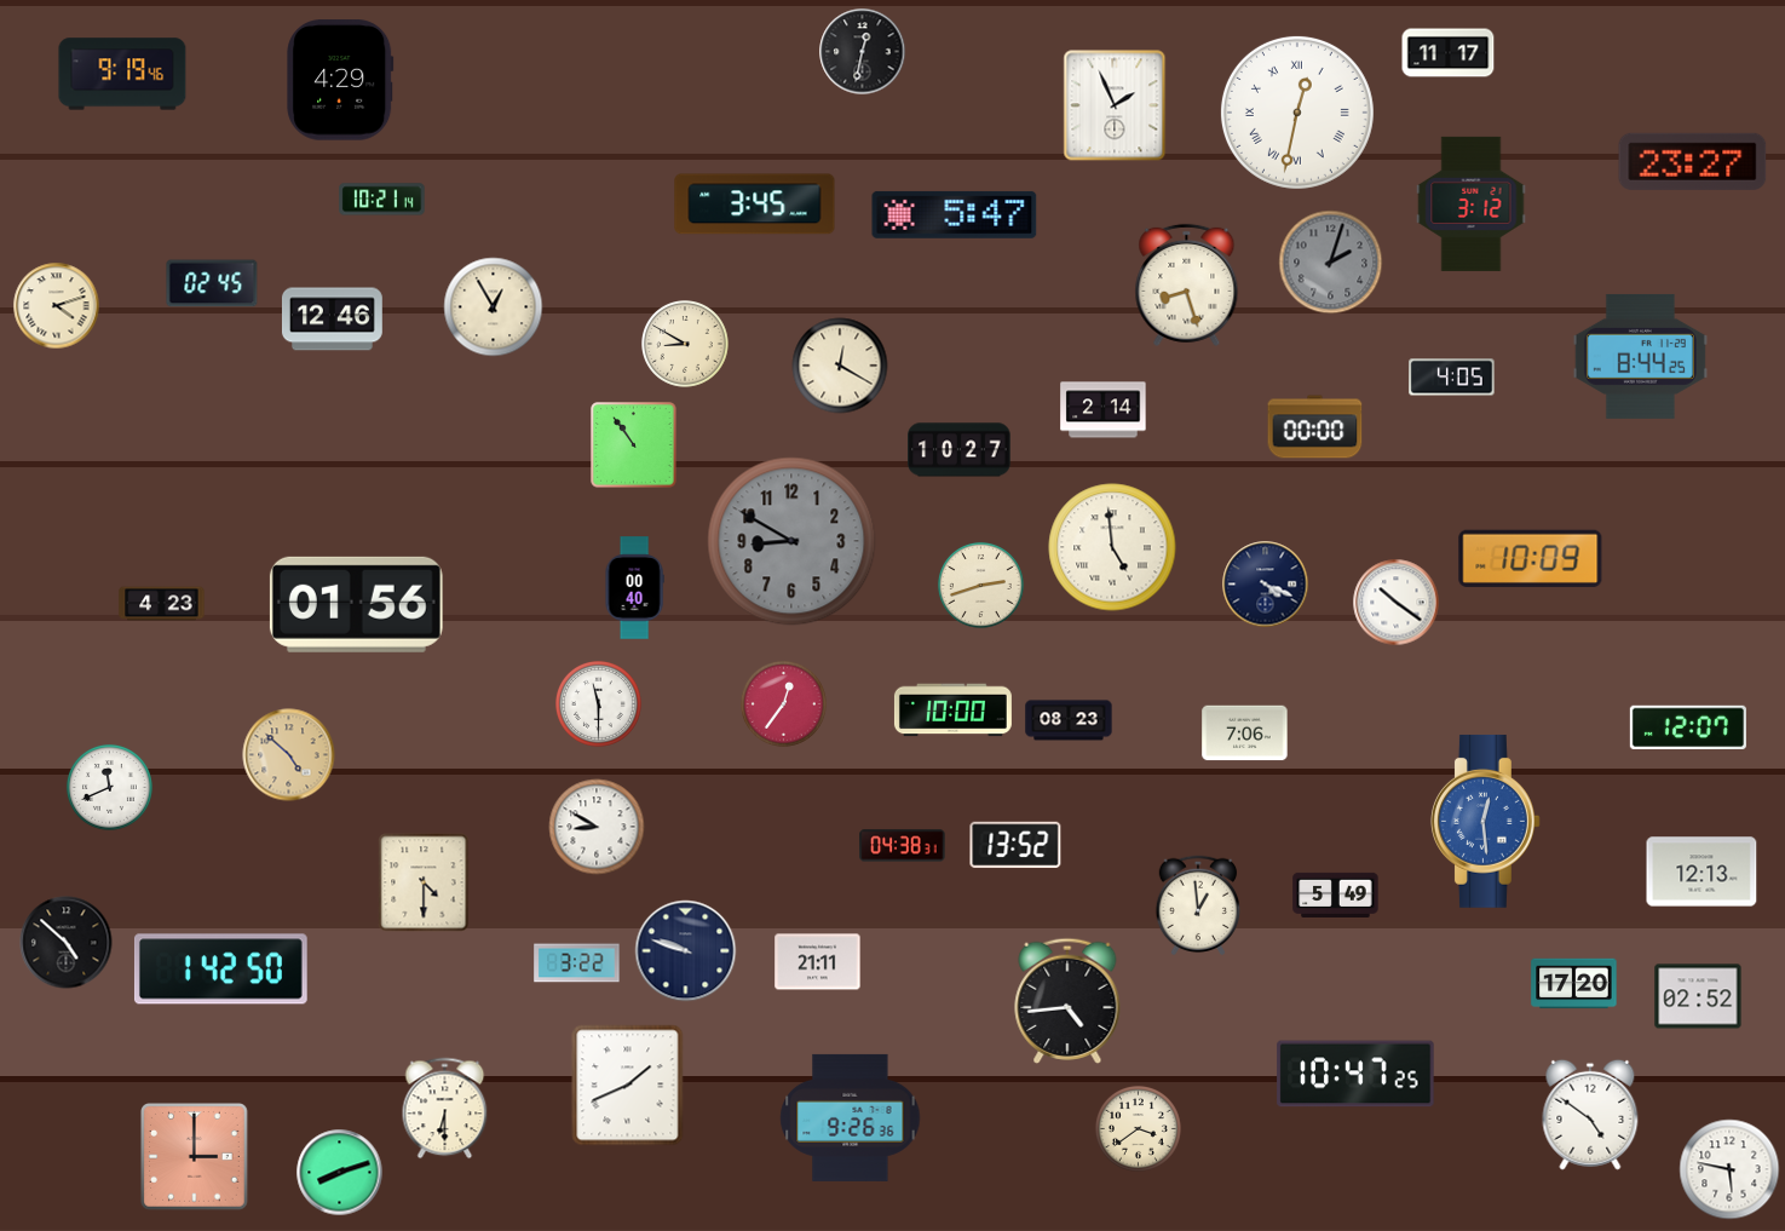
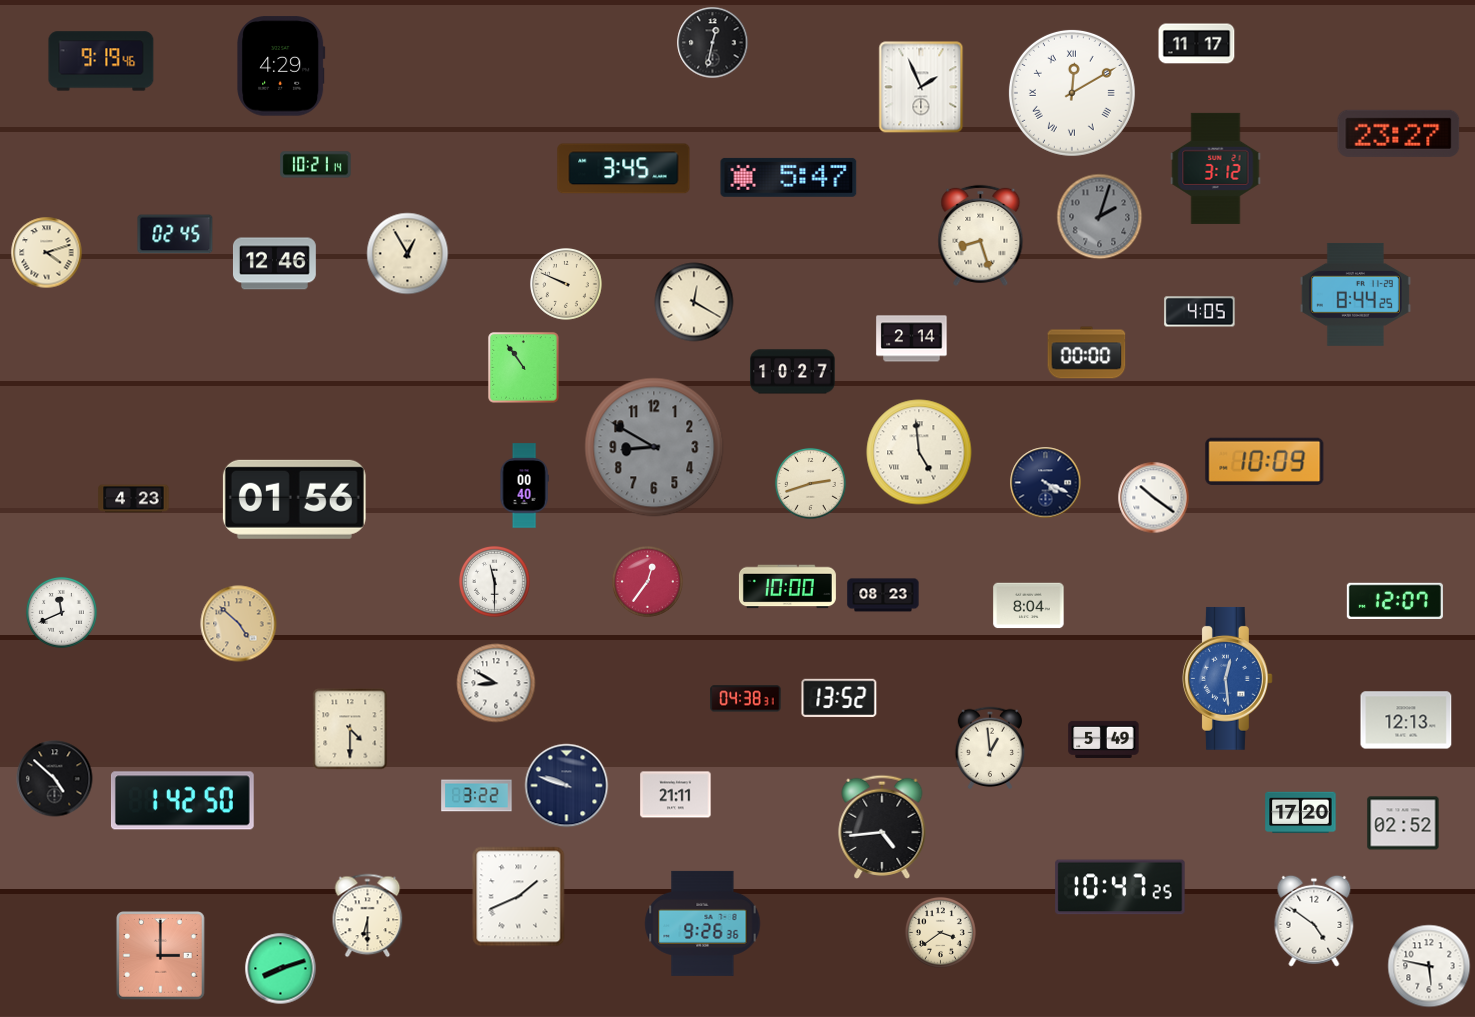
clock at (1297, 113): 12:32 -> 12:10
clock at (686, 345): 8:50 -> 9:49
clock at (1245, 734): 7:06 -> 8:04
clock at (109, 787) position: (109, 787) -> (61, 612)
clock at (597, 827) position: (597, 827) -> (496, 683)
